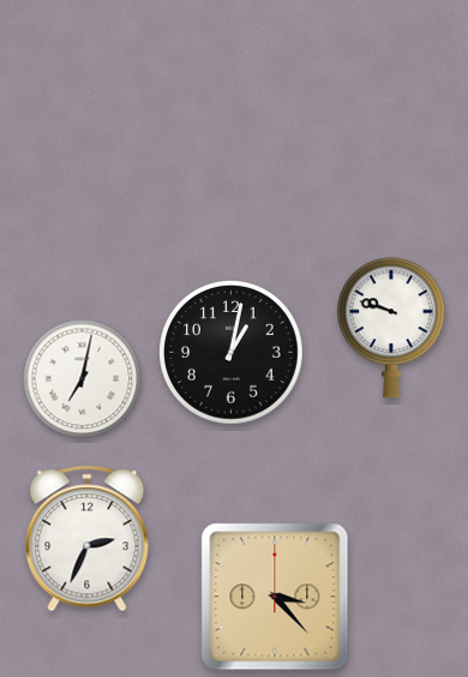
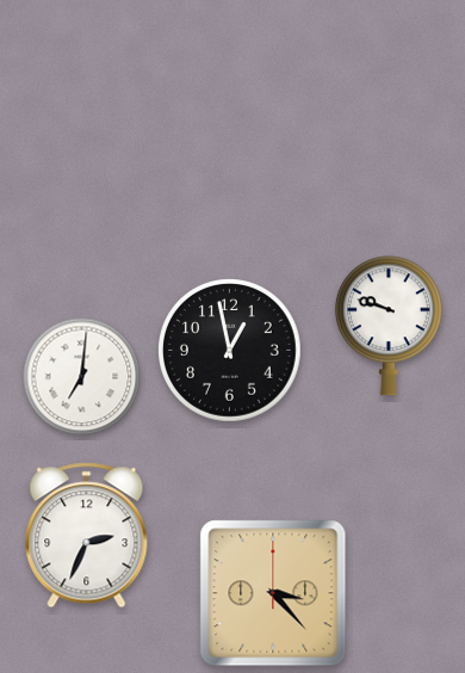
clock at (232, 353): 1:02 -> 12:58
clock at (83, 379): 7:02 -> 7:01
